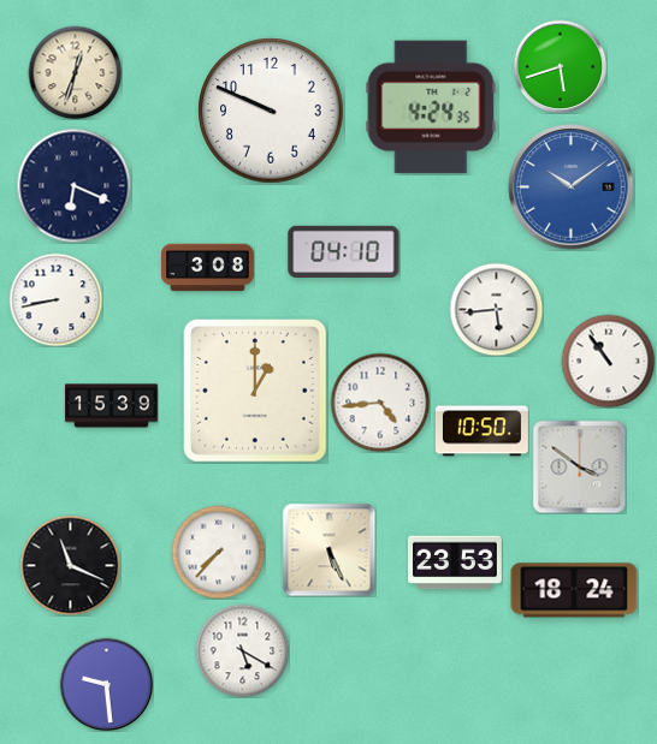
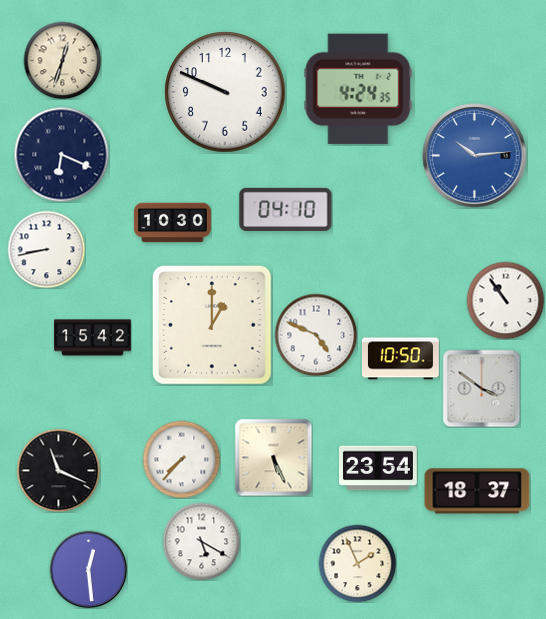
clock at (560, 66): 5:42 -> none
clock at (572, 188): 10:09 -> 10:14
clock at (208, 268): 3:08 -> 10:30
clock at (496, 309): 5:44 -> none
clock at (380, 403): 4:44 -> 4:49
clock at (112, 406): 15:39 -> 15:42
clock at (456, 563): 23:53 -> 23:54
clock at (574, 590): 18:24 -> 18:37
clock at (357, 563): none -> 1:56
clock at (106, 684): 9:29 -> 12:29
